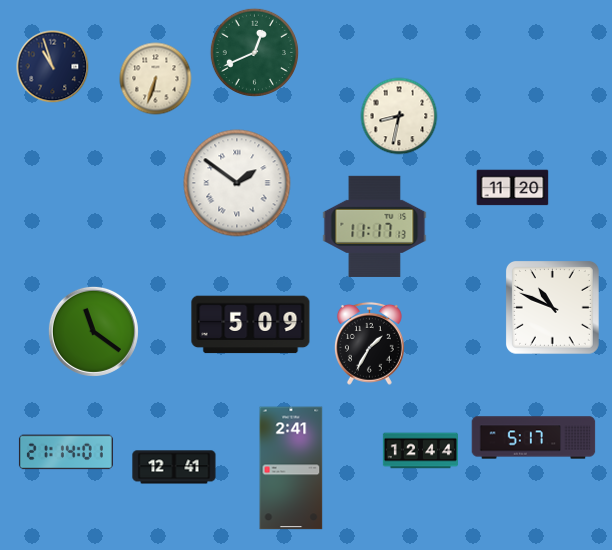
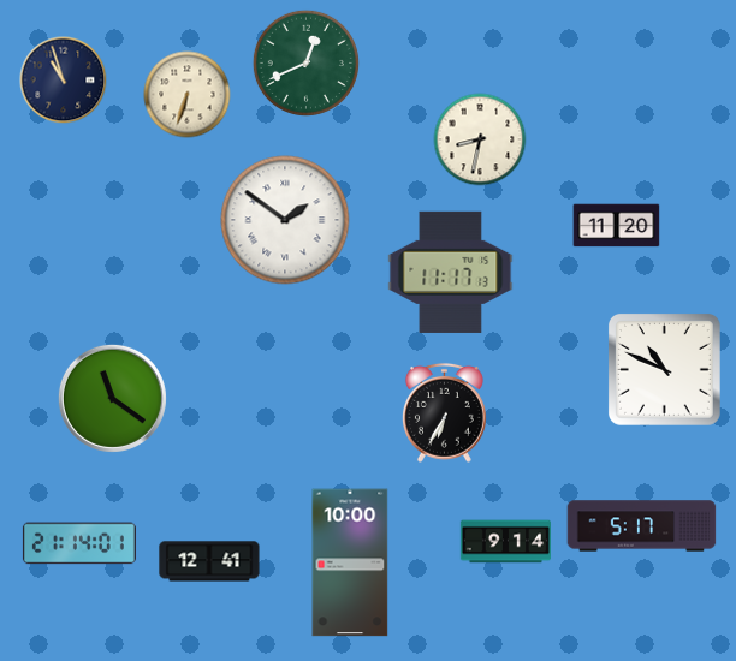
clock at (251, 325): 5:09 -> none
clock at (369, 343): 1:35 -> 6:35
clock at (420, 451): 12:44 -> 9:14
clock at (291, 468): 2:41 -> 10:00
